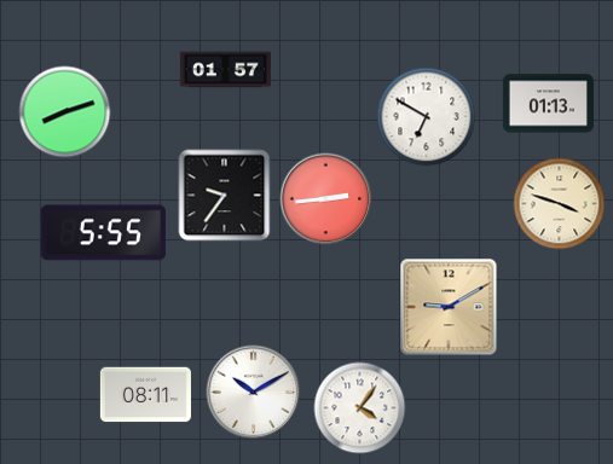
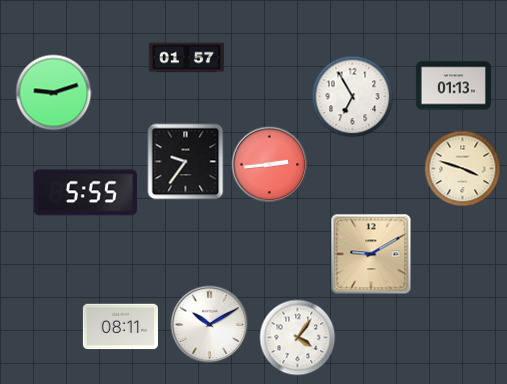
clock at (65, 112): 8:12 -> 9:12
clock at (427, 117): 6:50 -> 6:55
